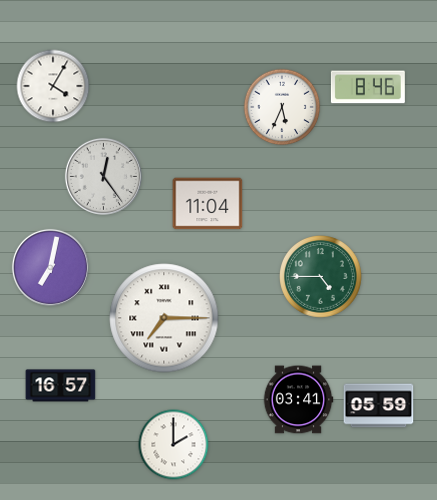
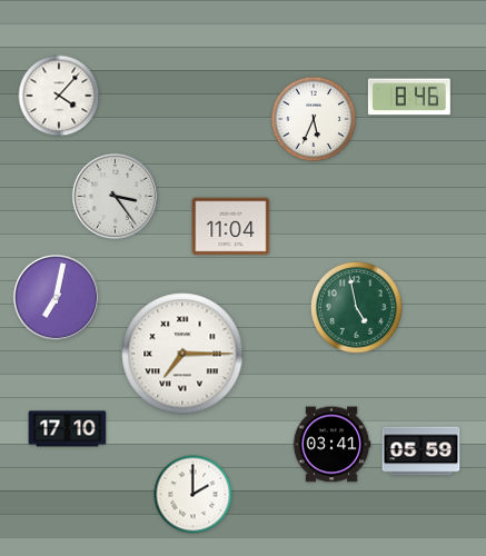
clock at (53, 86): 4:05 -> 4:07
clock at (103, 176): 12:24 -> 3:24
clock at (321, 277): 4:45 -> 4:58
clock at (61, 386): 16:57 -> 17:10
